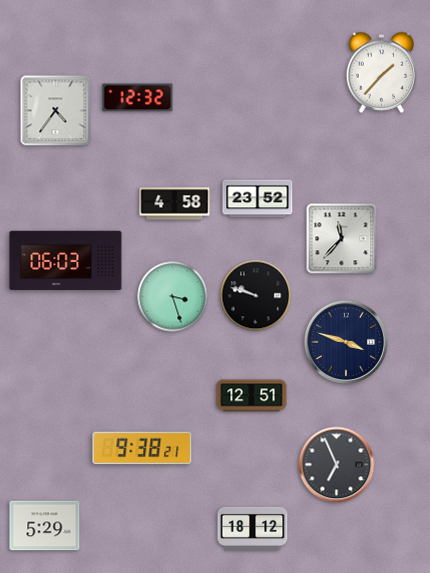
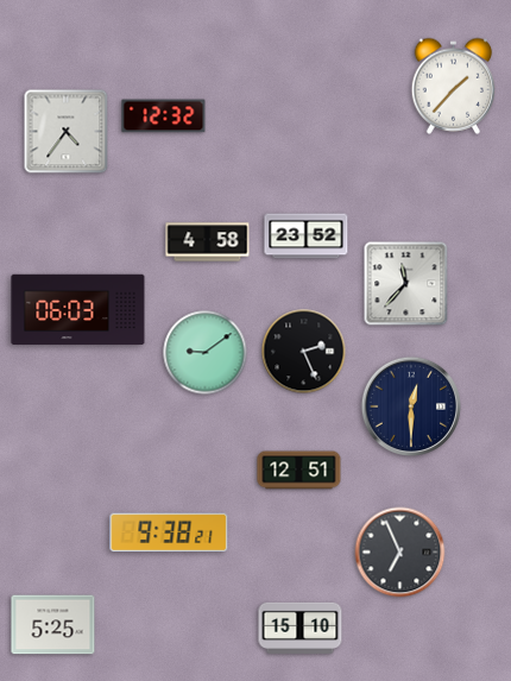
clock at (256, 296): 9:48 -> 2:26
clock at (173, 297): 3:27 -> 9:09
clock at (345, 341): 3:48 -> 12:30
clock at (45, 526): 5:29 -> 5:25
clock at (253, 528): 18:12 -> 15:10
